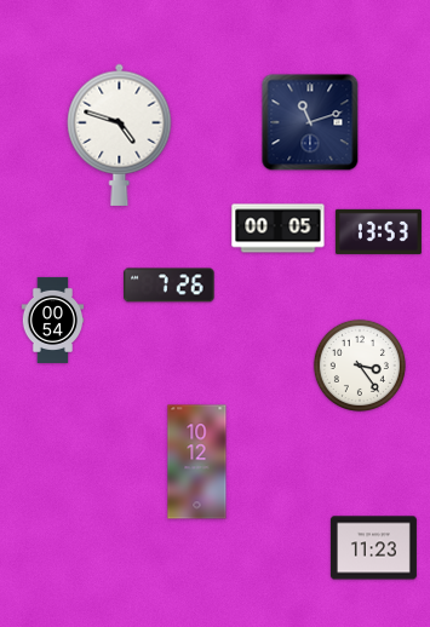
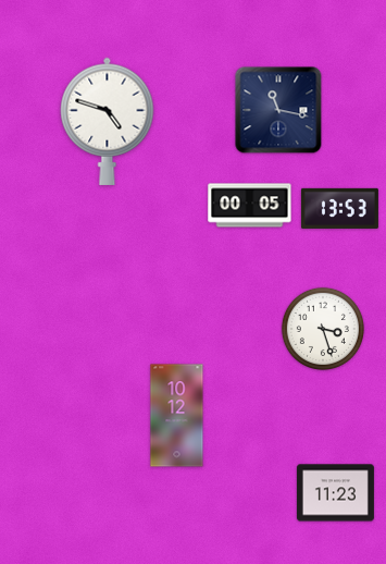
clock at (310, 122): 11:12 -> 11:17
clock at (170, 286): 7:26 -> none
clock at (53, 320): 00:54 -> none
clock at (360, 366): 3:24 -> 3:27
